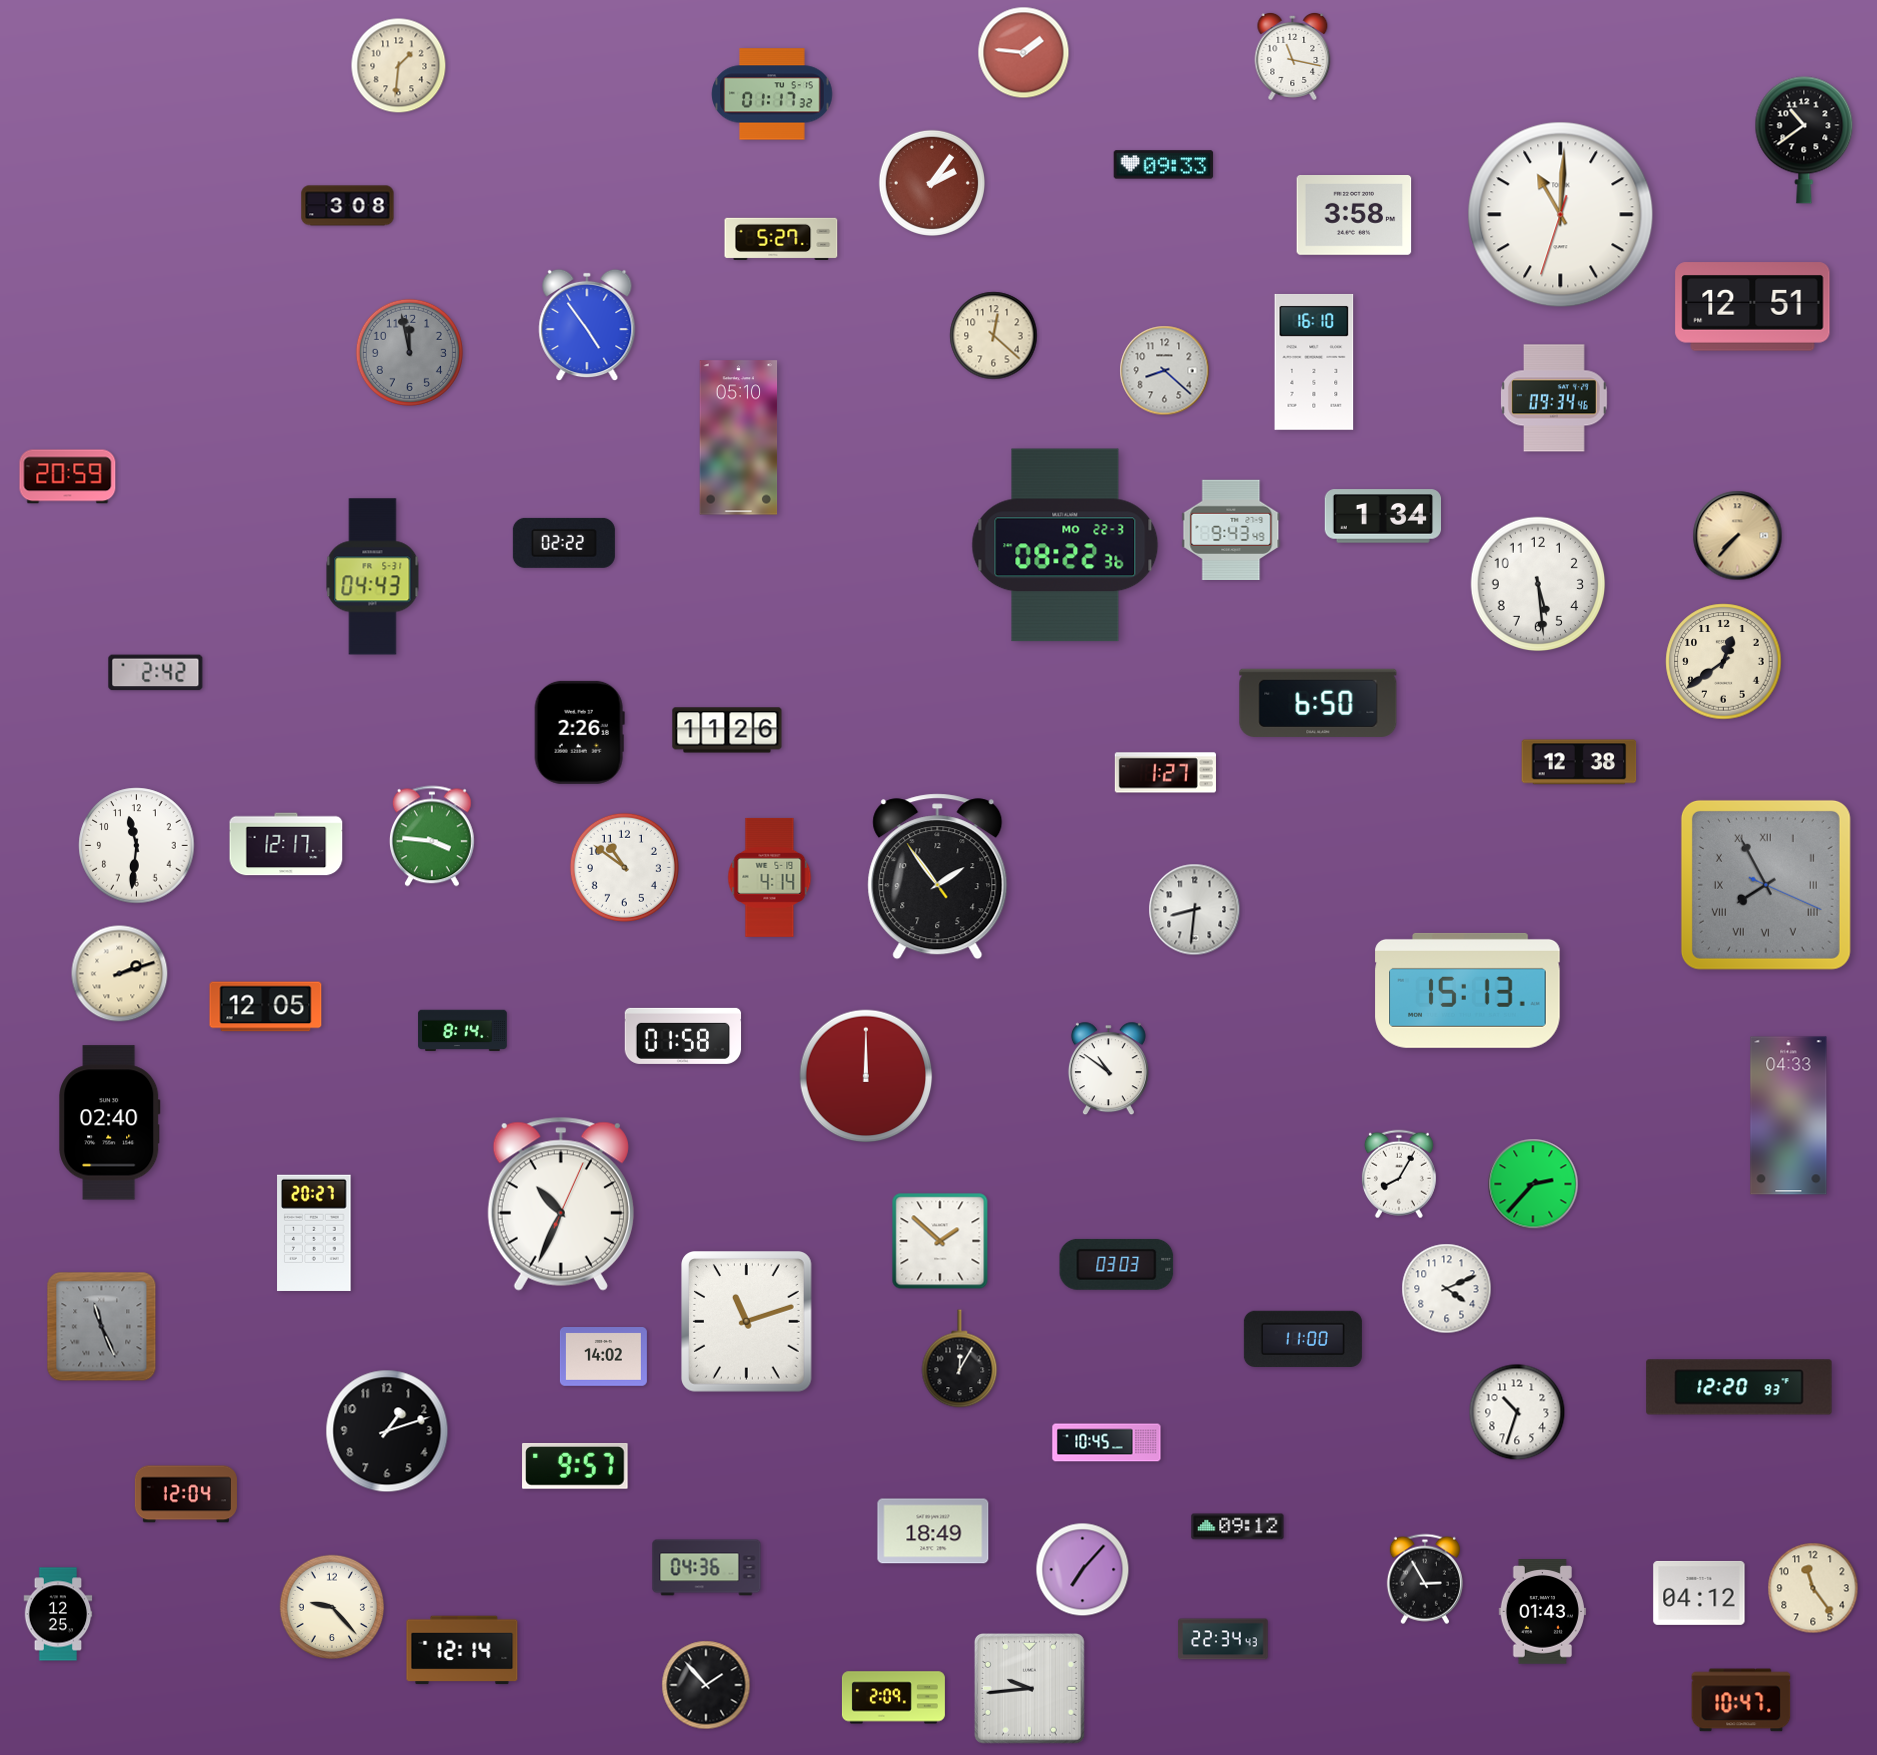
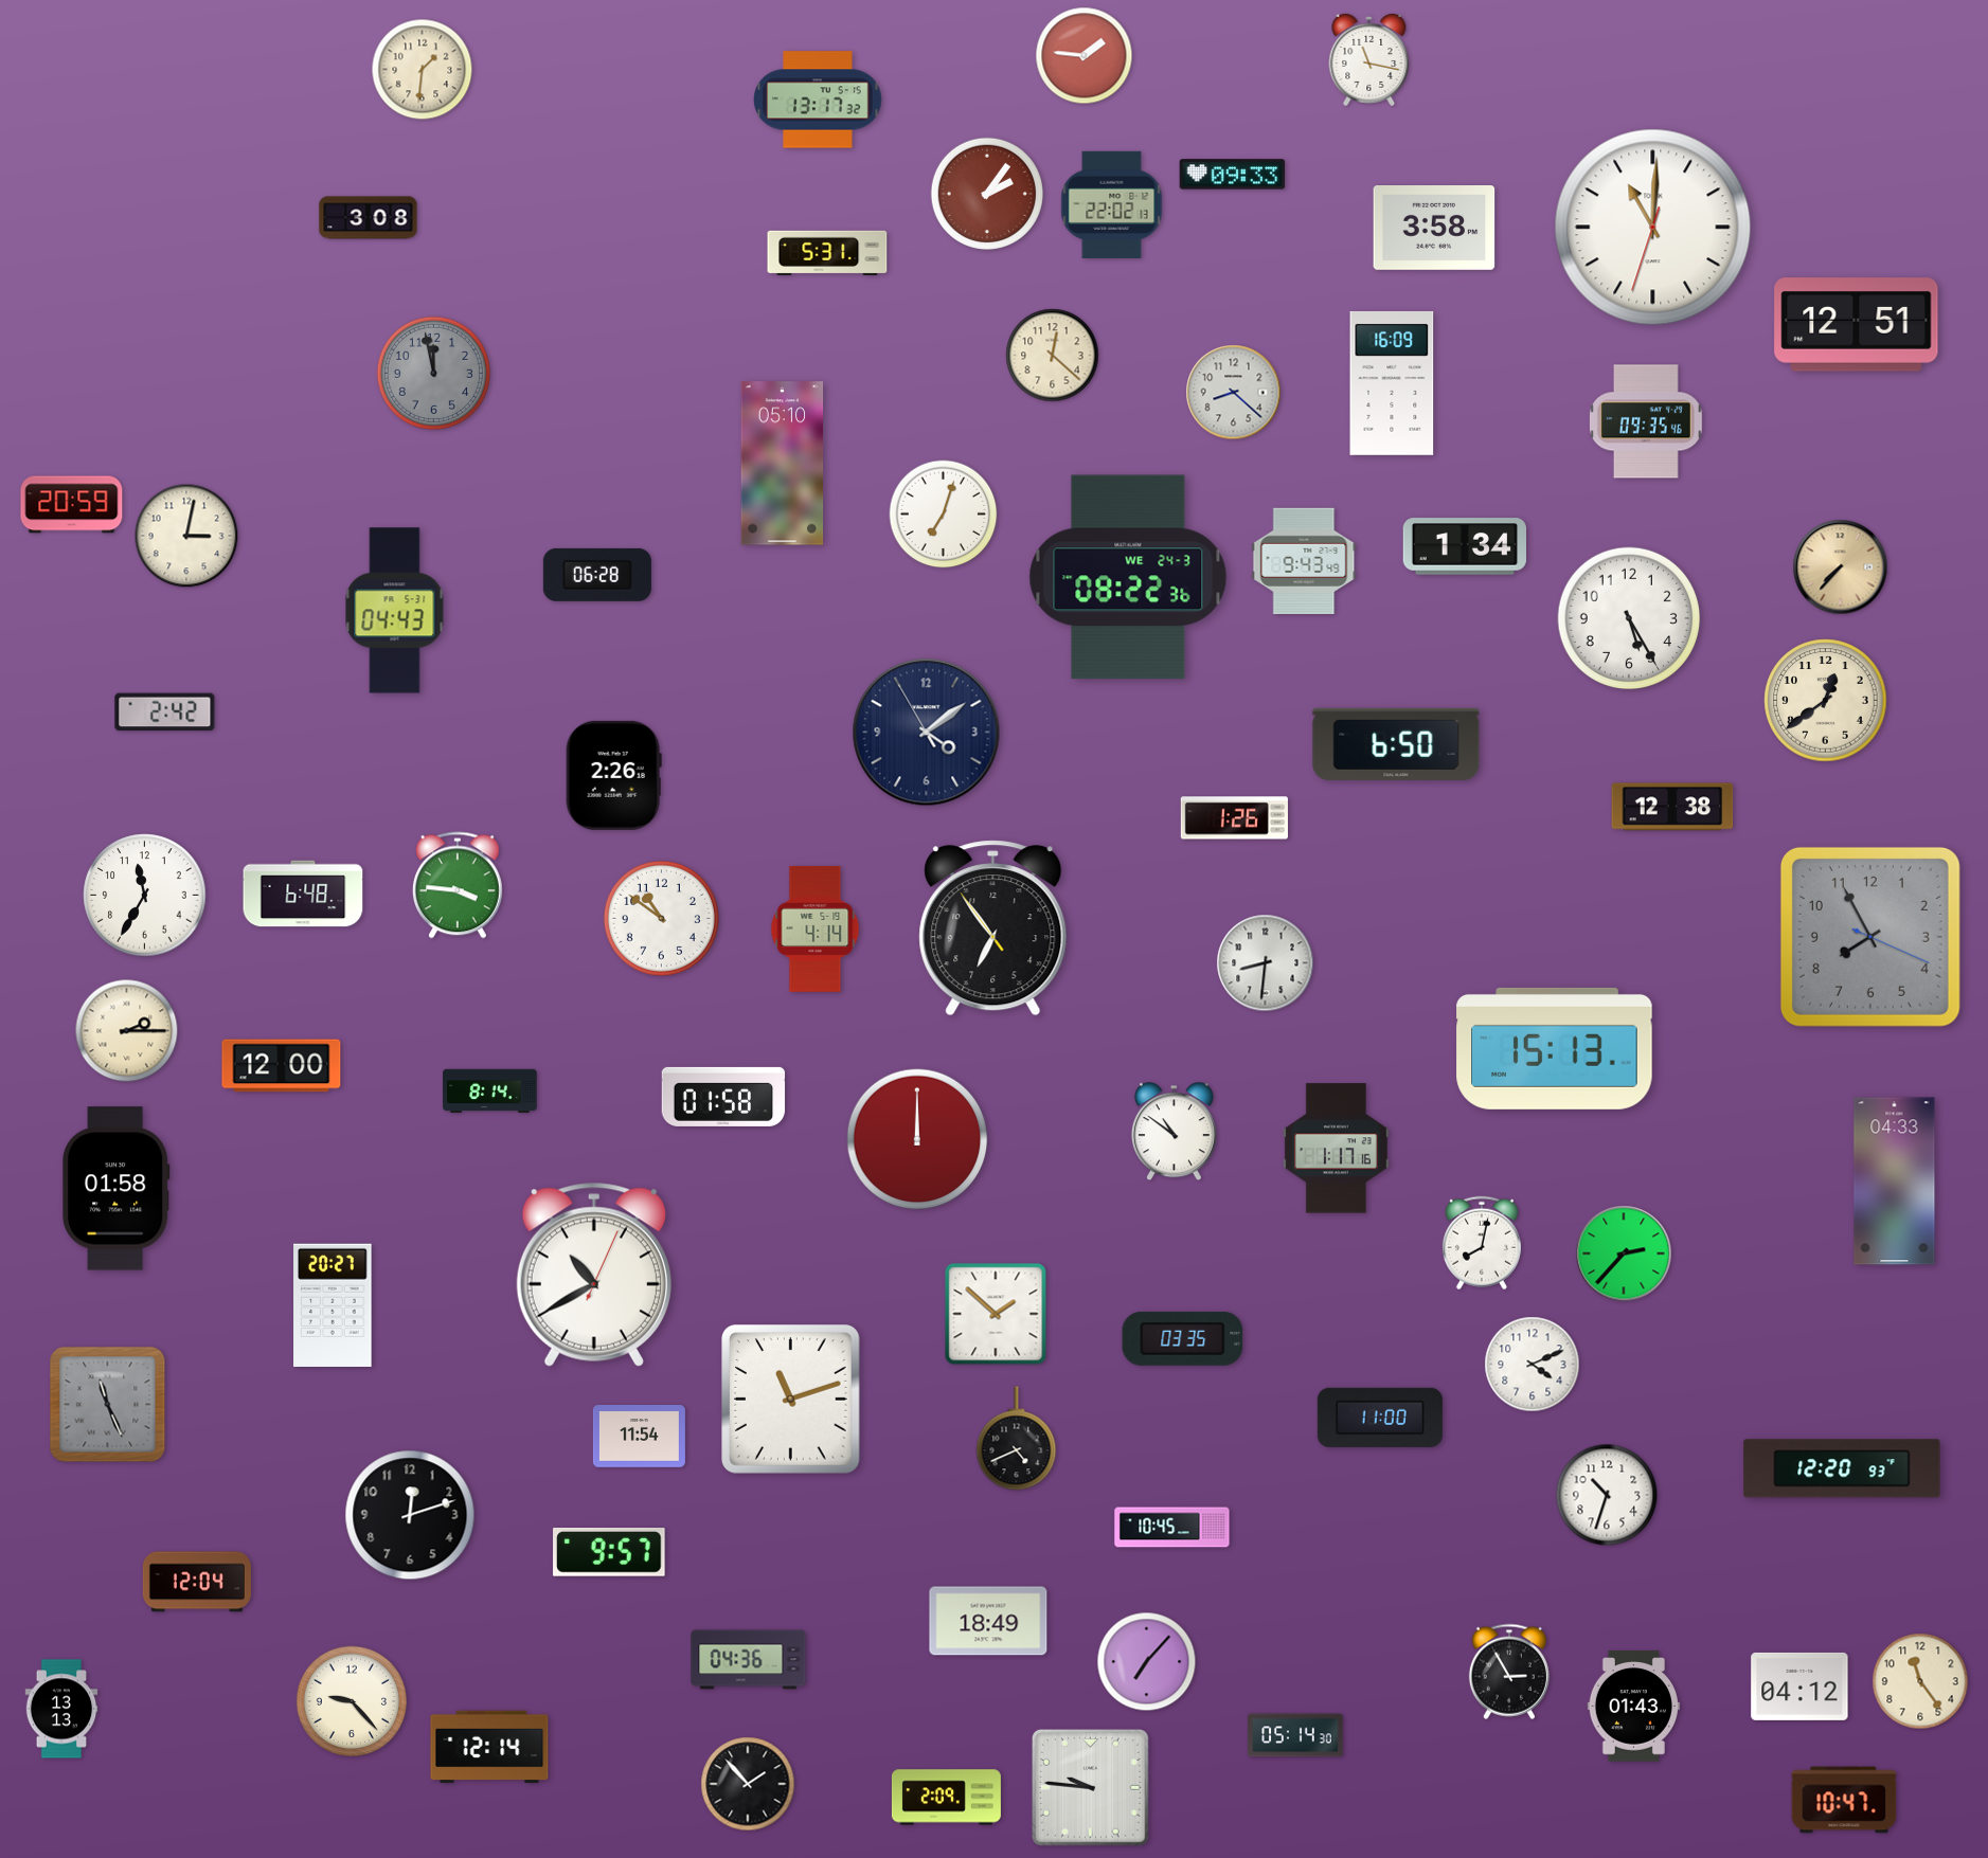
clock at (772, 94): 01:17 -> 13:17
clock at (1804, 140): 10:39 -> none
clock at (1112, 204): none -> 22:02
clock at (781, 239): 5:27 -> 5:31
clock at (587, 325): 4:54 -> none
clock at (1314, 362): 16:10 -> 16:09
clock at (1554, 398): 09:34 -> 09:35
clock at (944, 515): none -> 7:03
clock at (186, 536): none -> 3:02
clock at (564, 543): 02:22 -> 06:28
clock at (1065, 545) date: MO 22-3 -> WE 24-3
clock at (1538, 584): 5:29 -> 5:25
clock at (927, 733): none -> 4:08
clock at (727, 730): 11:26 -> none
clock at (1165, 773): 1:27 -> 1:26
clock at (286, 844): 12:17 -> 6:48
clock at (137, 846): 11:31 -> 11:35
clock at (938, 877): 1:53 -> 6:53
clock at (1766, 885) numerals: Roman -> Arabic
clock at (120, 974): 2:12 -> 2:15
clock at (266, 1007): 12:05 -> 12:00
clock at (1336, 1149): none -> 1:17
clock at (110, 1123): 02:40 -> 01:58
clock at (1399, 1174): 8:05 -> 8:02
clock at (561, 1204): 10:34 -> 10:40
clock at (1117, 1264): 03:03 -> 03:35
clock at (603, 1357): 14:02 -> 11:54
clock at (960, 1359): 12:05 -> 4:41
clock at (387, 1431): 1:12 -> 12:12
clock at (1238, 1527): 09:12 -> none
clock at (58, 1614): 12:25 -> 13:13
clock at (1223, 1639): 22:34 -> 05:14
clock at (1030, 1689): 9:44 -> 9:46
